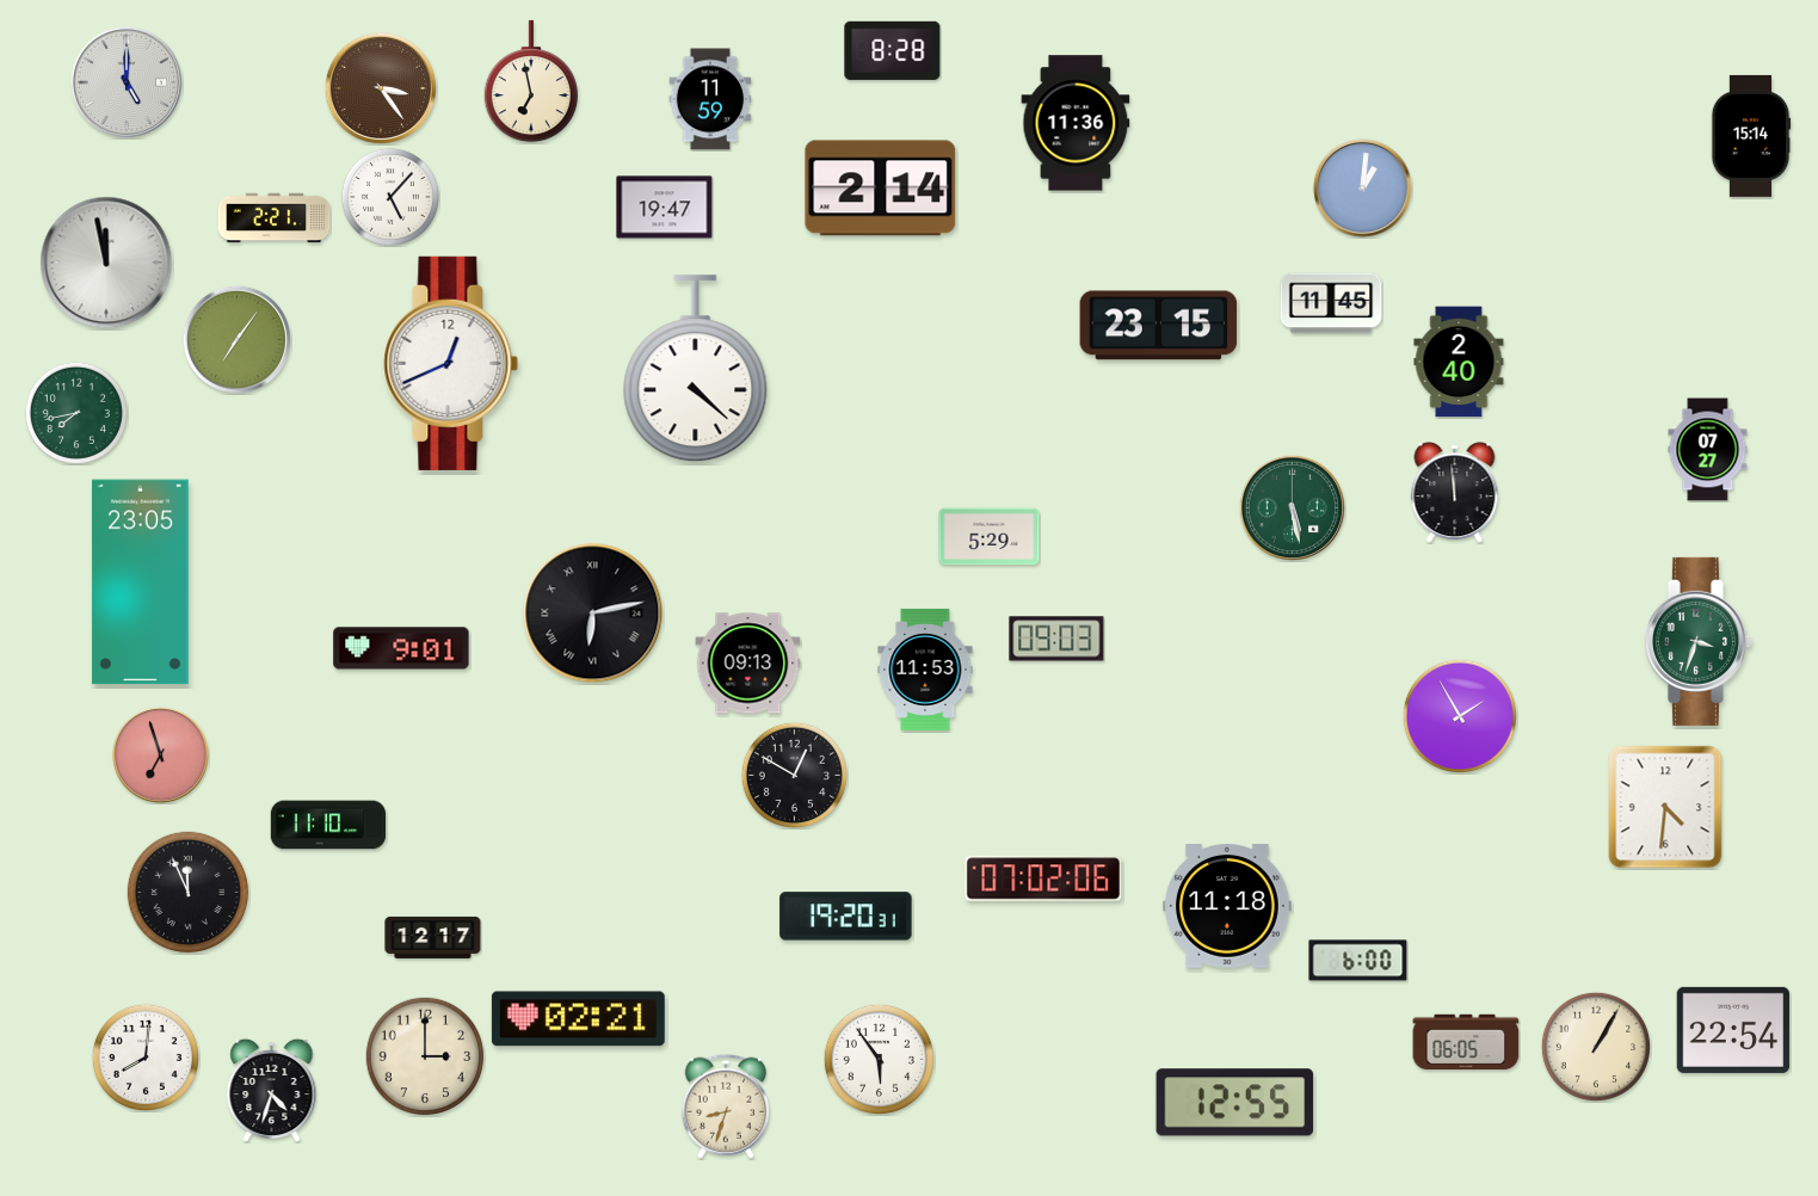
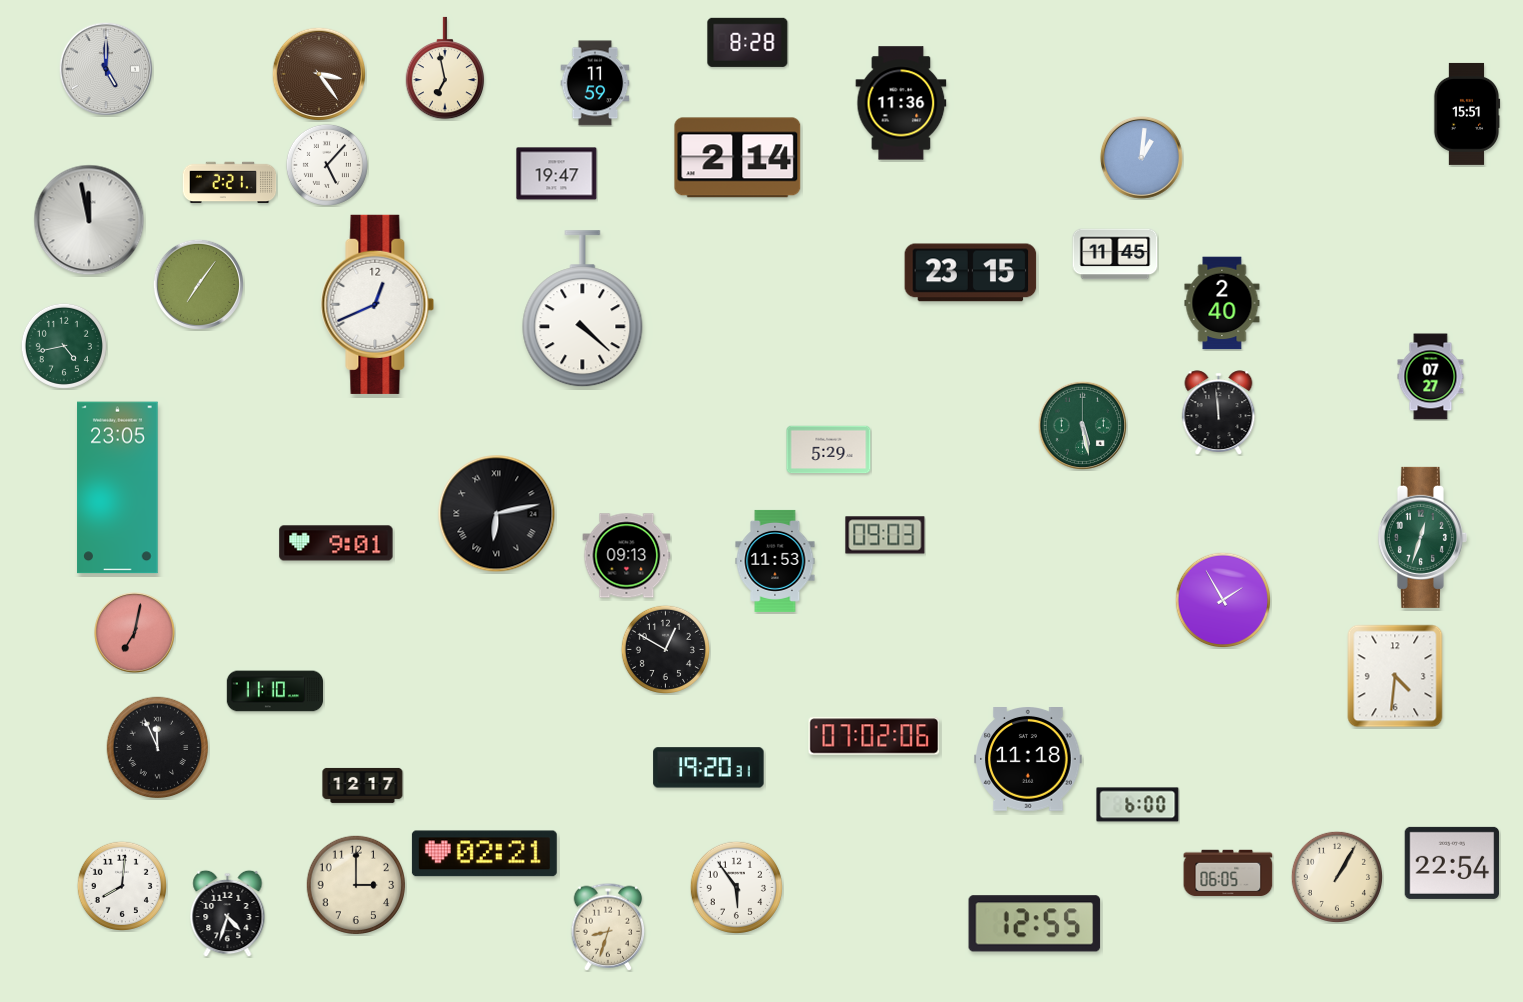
clock at (1751, 136): 15:14 -> 15:51
clock at (76, 413): 7:43 -> 4:43
clock at (1697, 641): 3:33 -> 12:33
clock at (161, 756): 6:57 -> 7:02
